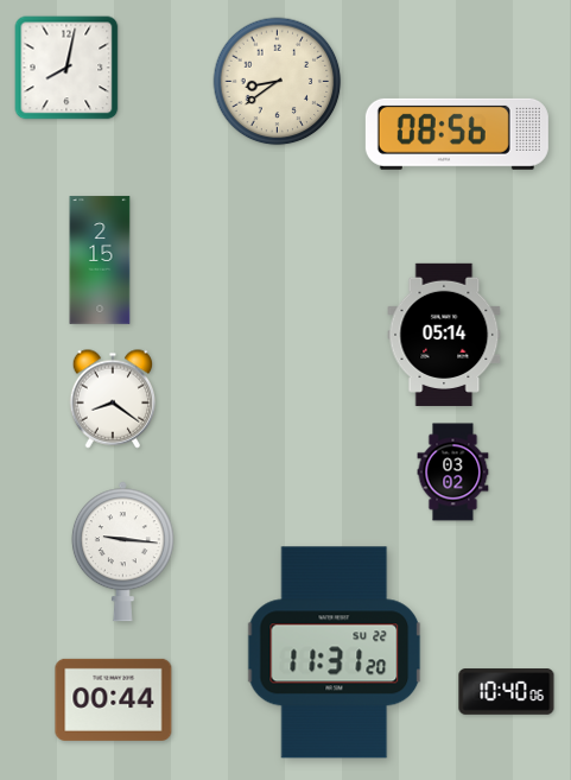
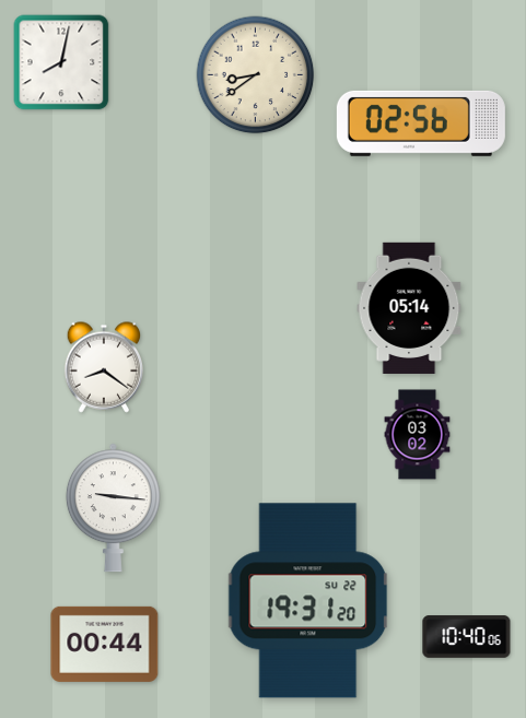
clock at (457, 134): 08:56 -> 02:56
clock at (100, 260): 2:15 -> none
clock at (335, 653): 11:31 -> 19:31
